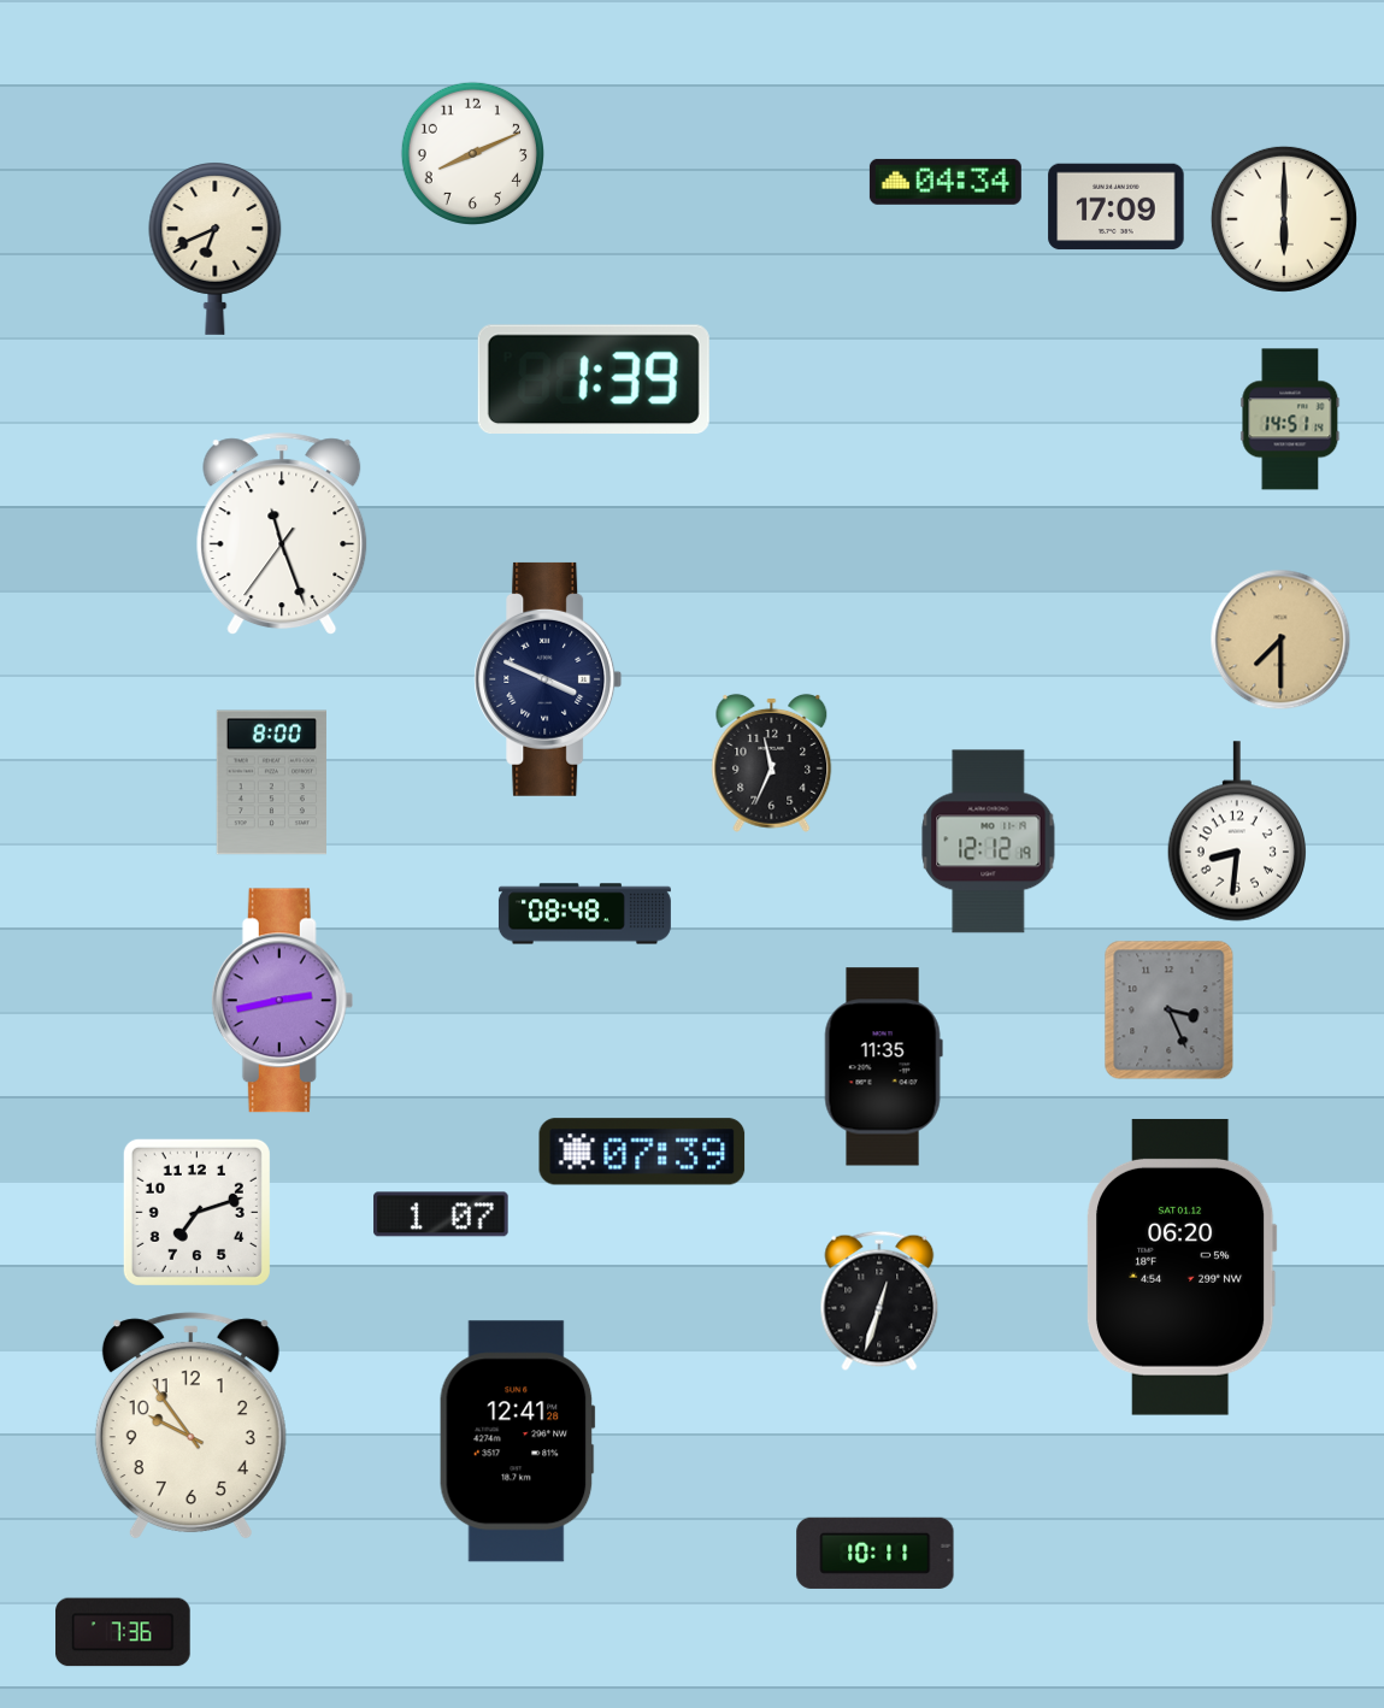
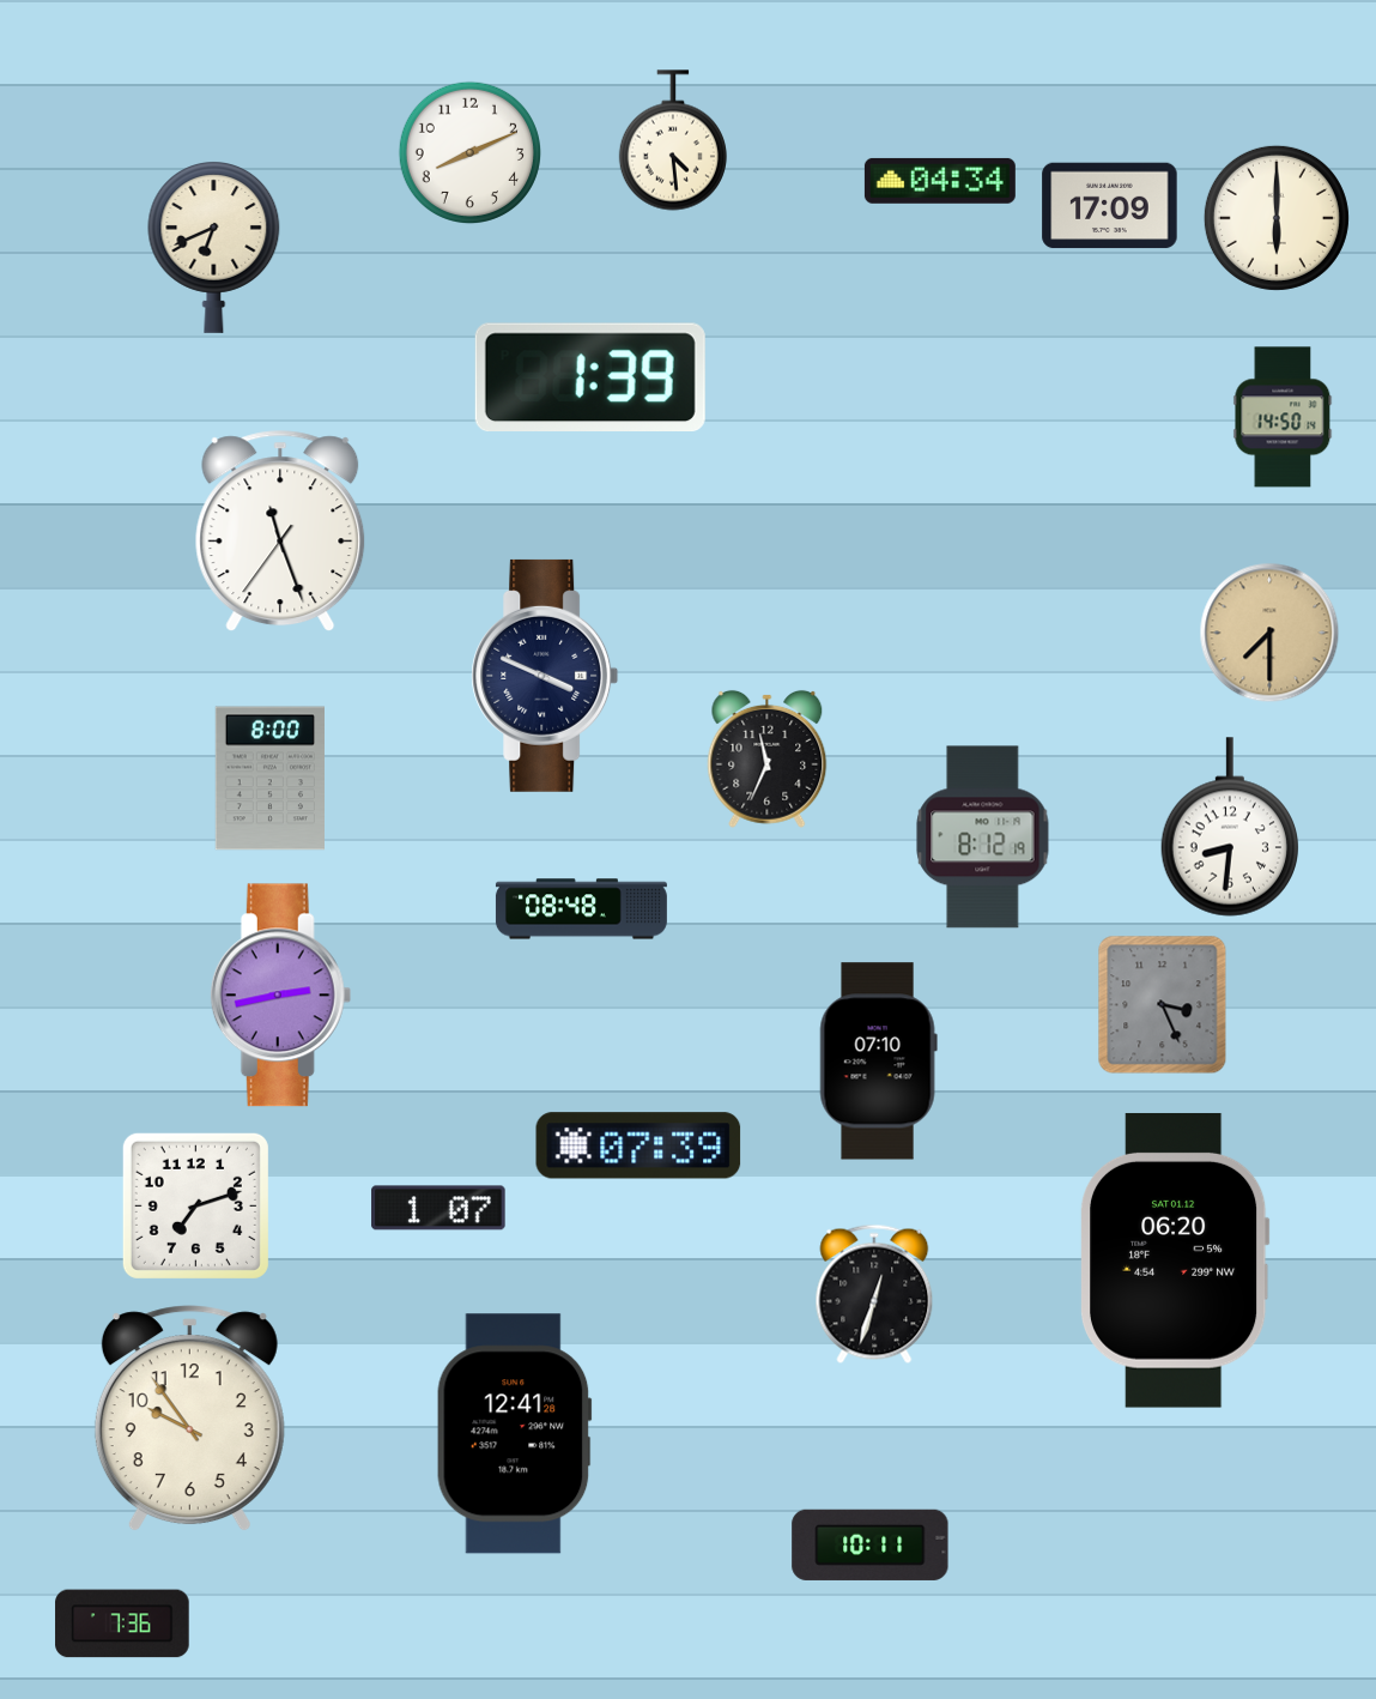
clock at (673, 140): none -> 4:29
clock at (1290, 419): 14:51 -> 14:50
clock at (1280, 640) position: (1280, 640) -> (1269, 633)
clock at (989, 842): 12:12 -> 8:12
clock at (883, 1067): 11:35 -> 07:10
